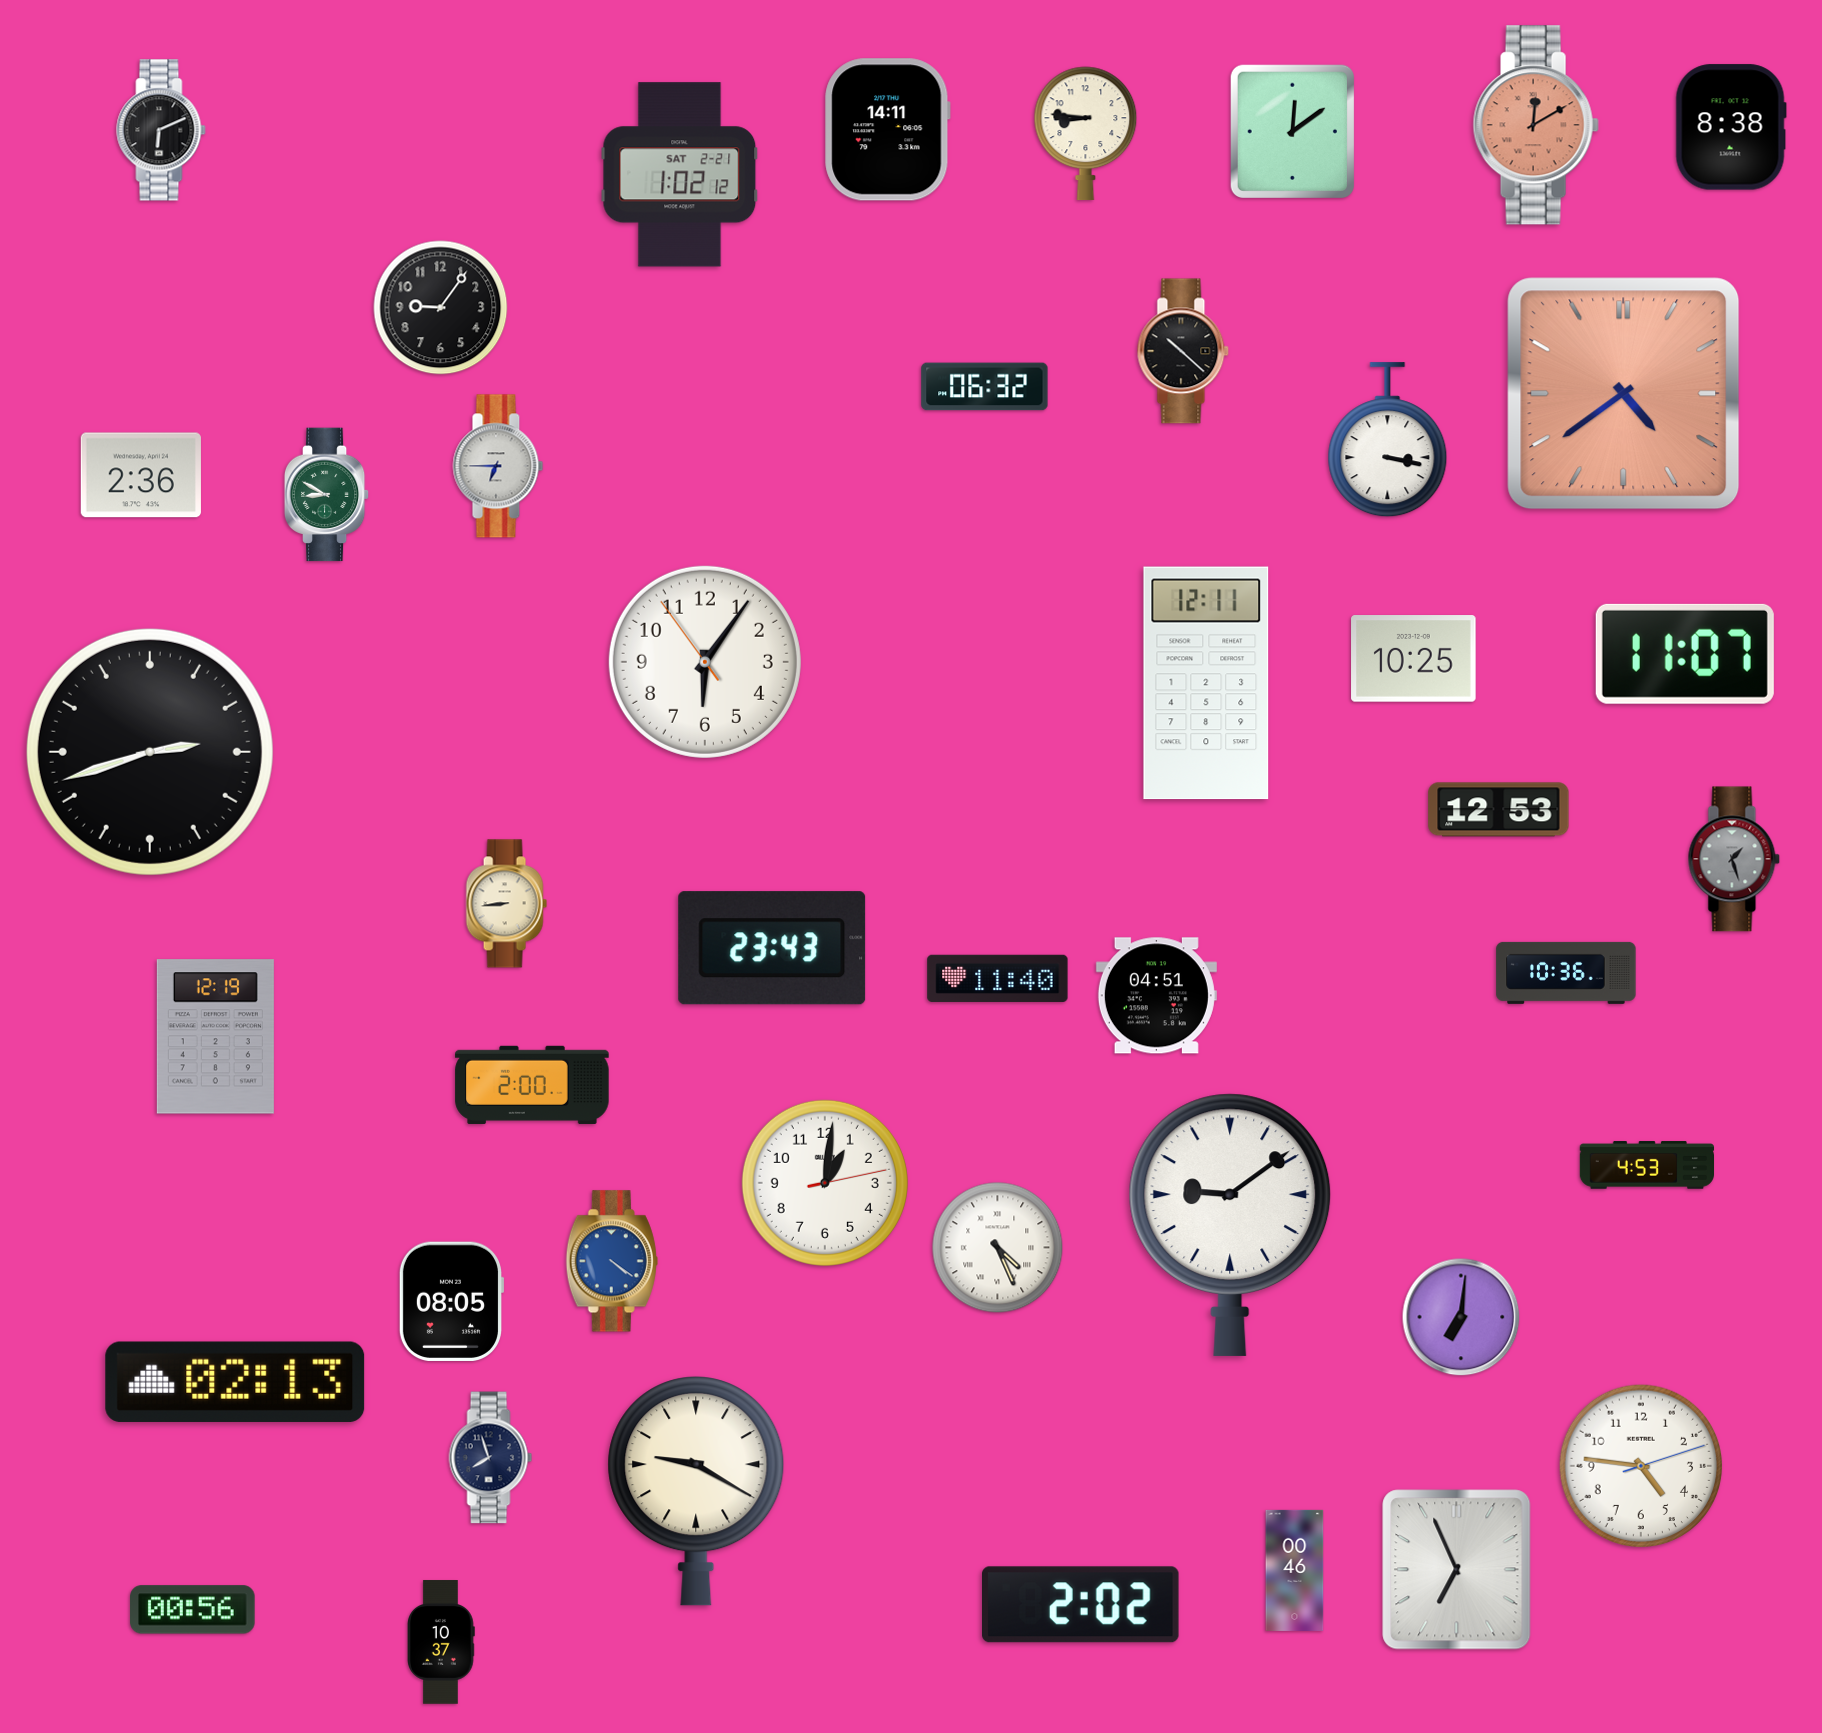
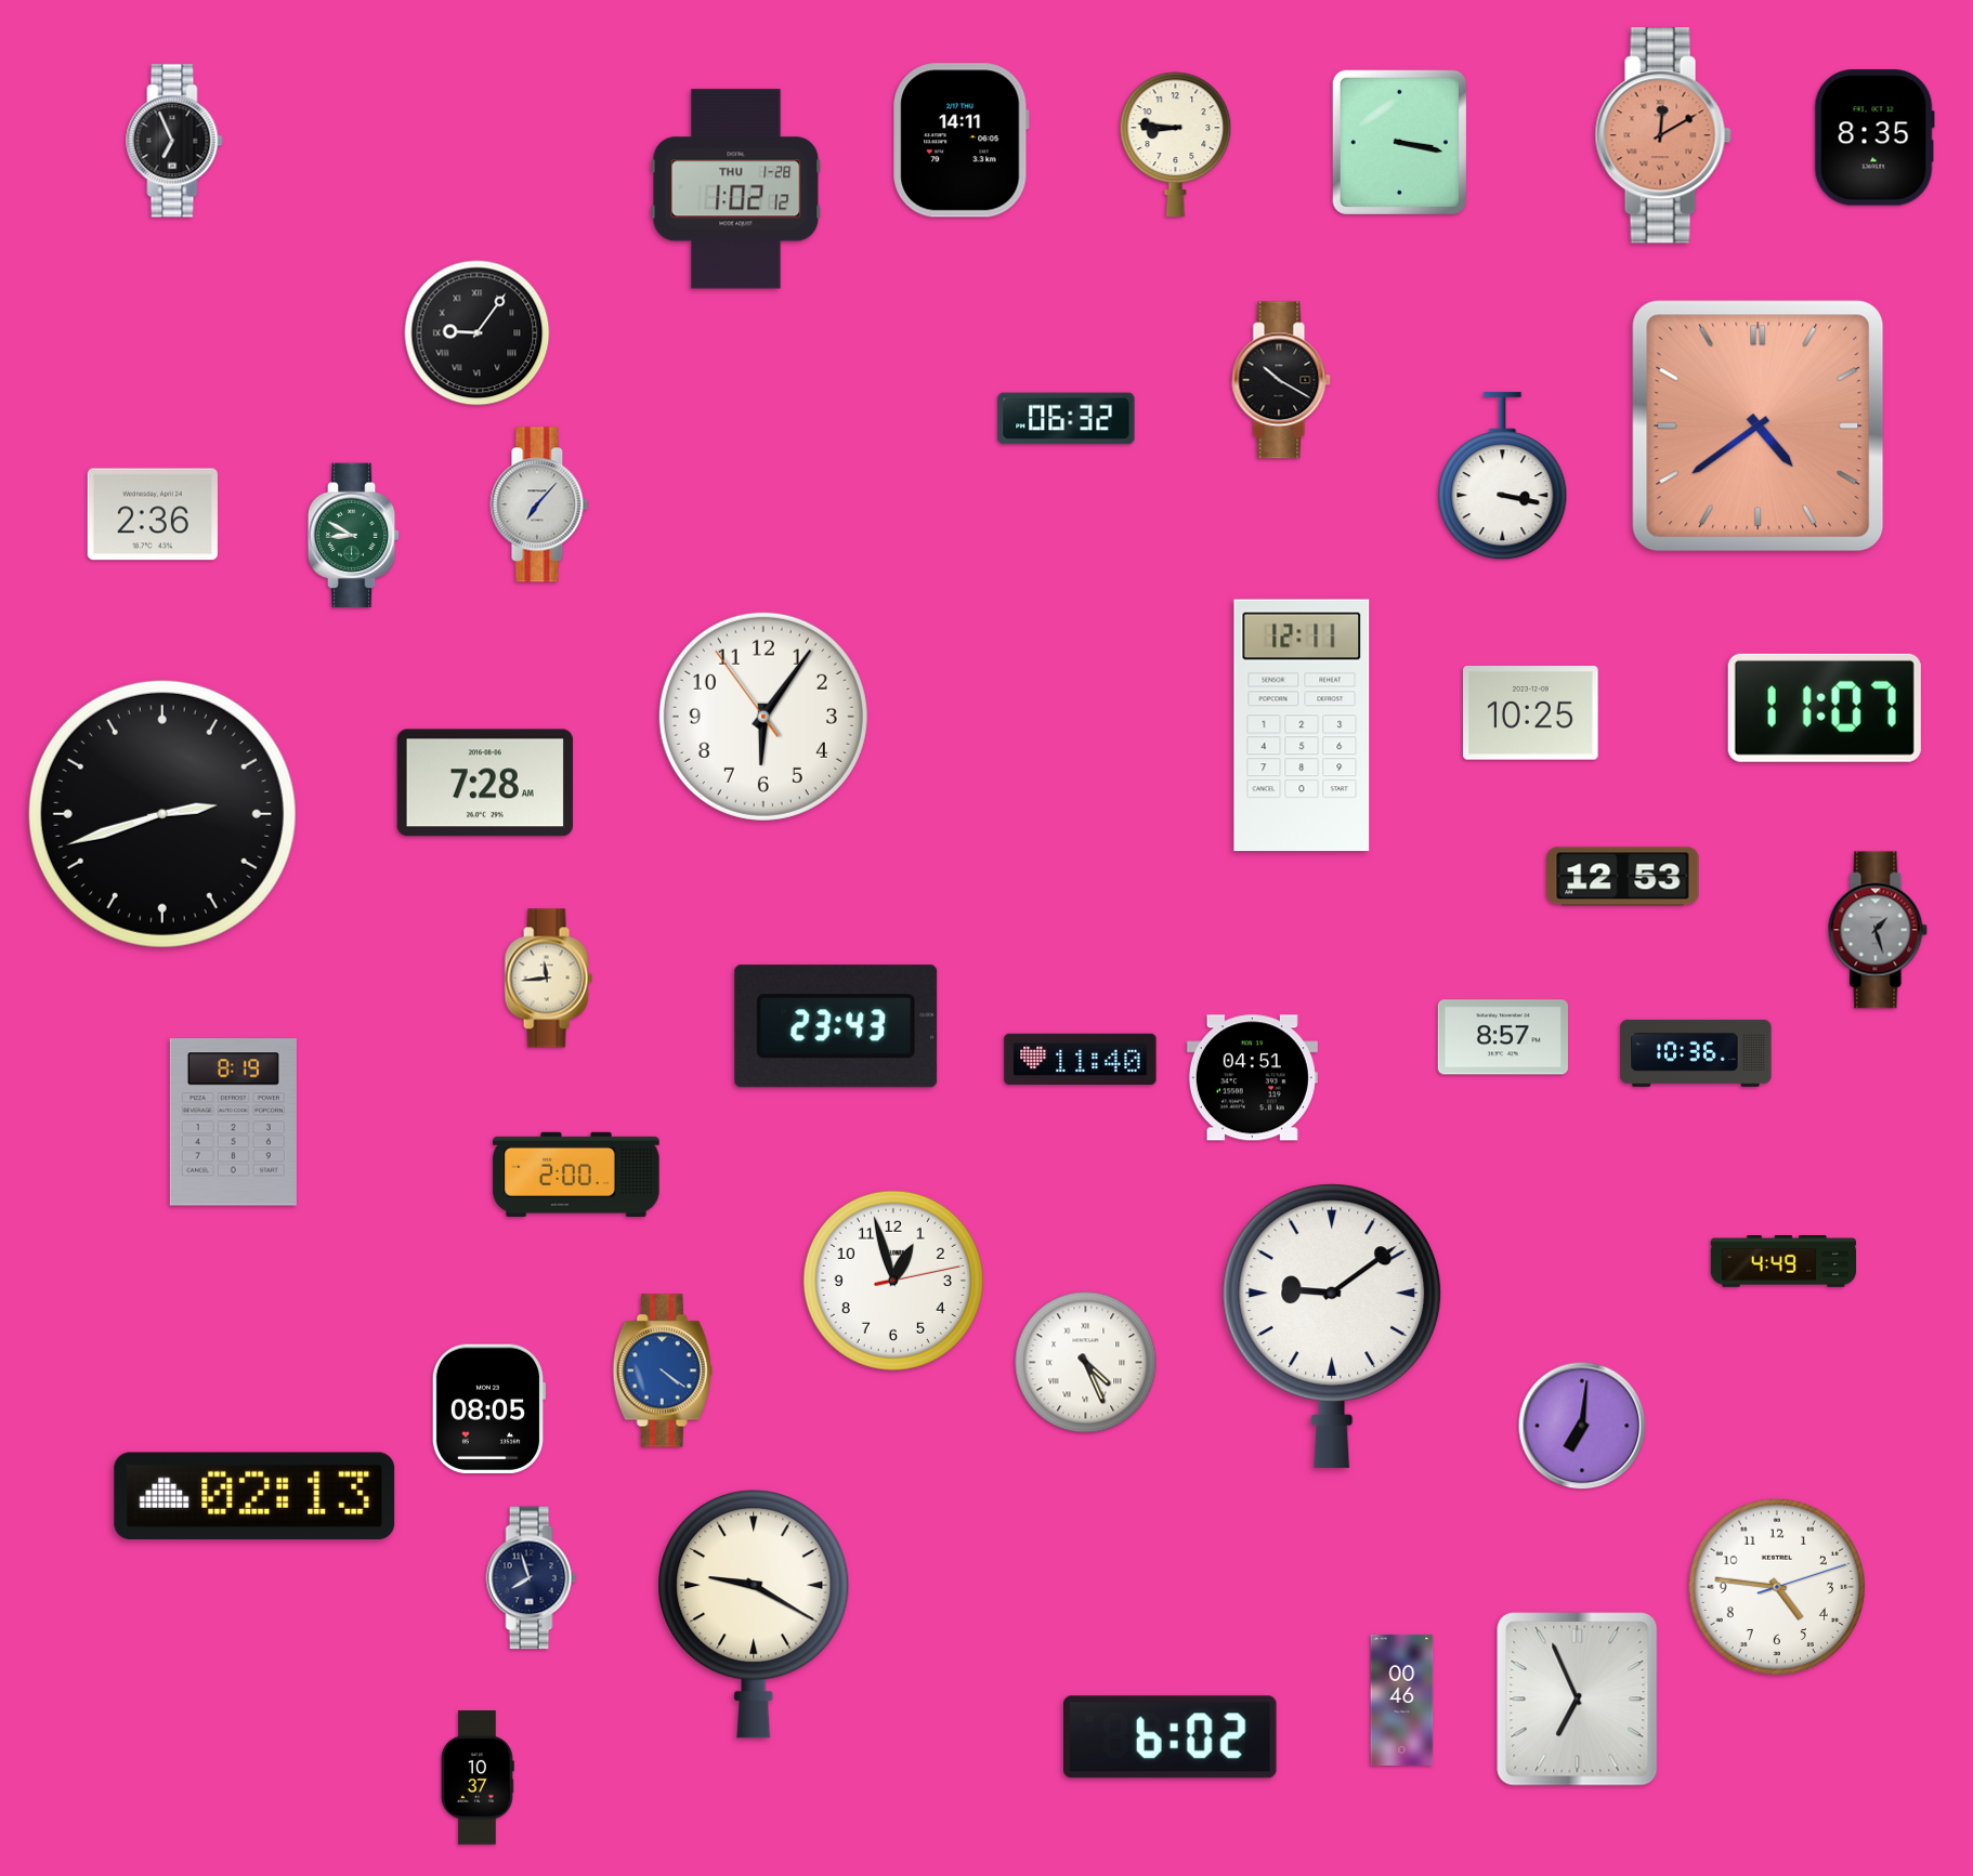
clock at (1731, 127): 8:38 -> 8:35
clock at (161, 130): 6:11 -> 6:56
clock at (1292, 131): 12:09 -> 3:17
clock at (680, 175) date: SAT 2-21 -> THU 1-28
clock at (441, 308) numerals: Arabic -> Roman
clock at (1183, 351): 10:22 -> 10:20
clock at (498, 466): 6:45 -> 7:07
clock at (1206, 683) position: (1206, 683) -> (1302, 725)
clock at (485, 783): none -> 7:28
clock at (506, 904): 8:44 -> 11:44
clock at (1503, 1037): none -> 8:57
clock at (215, 1037): 12:19 -> 8:19
clock at (1646, 1165): 4:53 -> 4:49
clock at (825, 1183): 1:01 -> 12:57
clock at (998, 1248) position: (998, 1248) -> (1086, 1363)
clock at (612, 1261) position: (612, 1261) -> (663, 1370)
clock at (1081, 1605): 2:02 -> 6:02
clock at (193, 1610): 00:56 -> none
